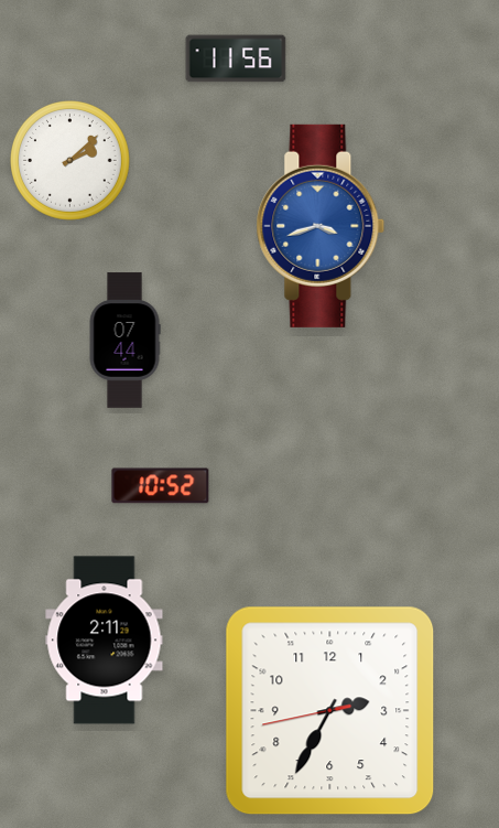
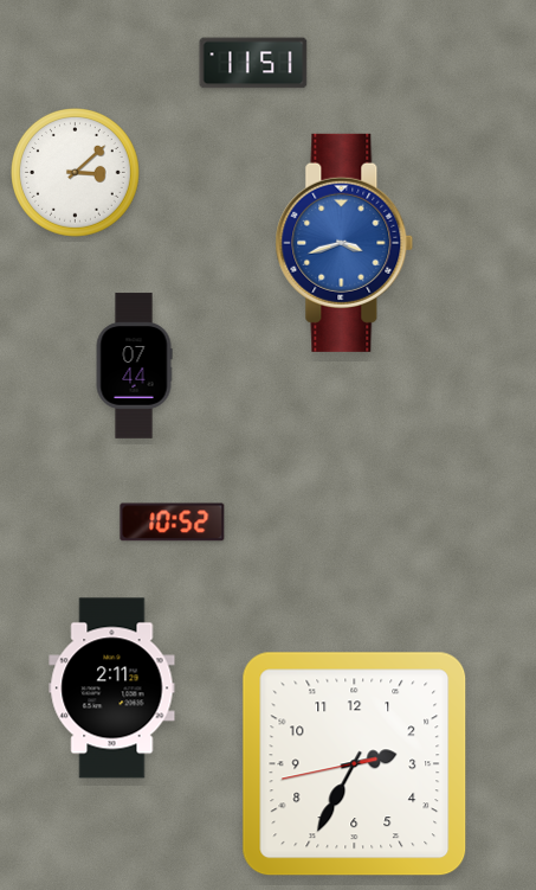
clock at (236, 58): 11:56 -> 11:51
clock at (70, 161): 2:08 -> 3:08
